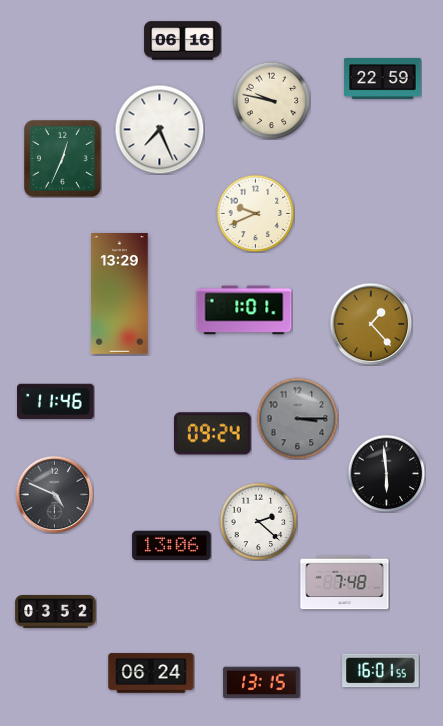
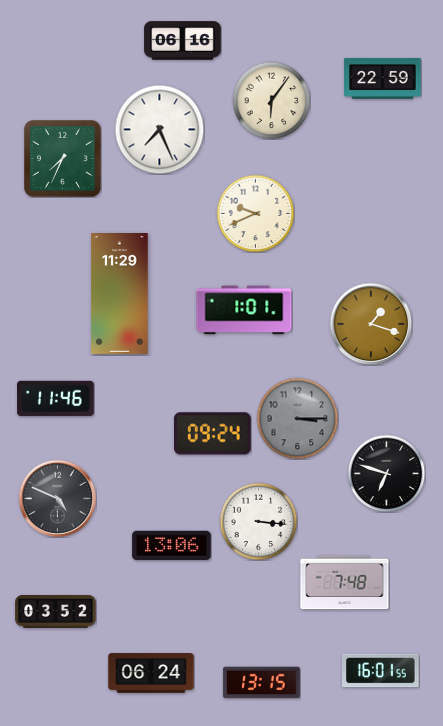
clock at (271, 100): 9:47 -> 6:06
clock at (63, 159): 12:34 -> 7:34
clock at (120, 294): 13:29 -> 11:29
clock at (371, 324): 1:23 -> 1:18
clock at (56, 401) position: (56, 401) -> (56, 398)
clock at (386, 473): 5:59 -> 6:48
clock at (54, 494) position: (54, 494) -> (57, 498)
clock at (258, 521): 2:22 -> 3:16
